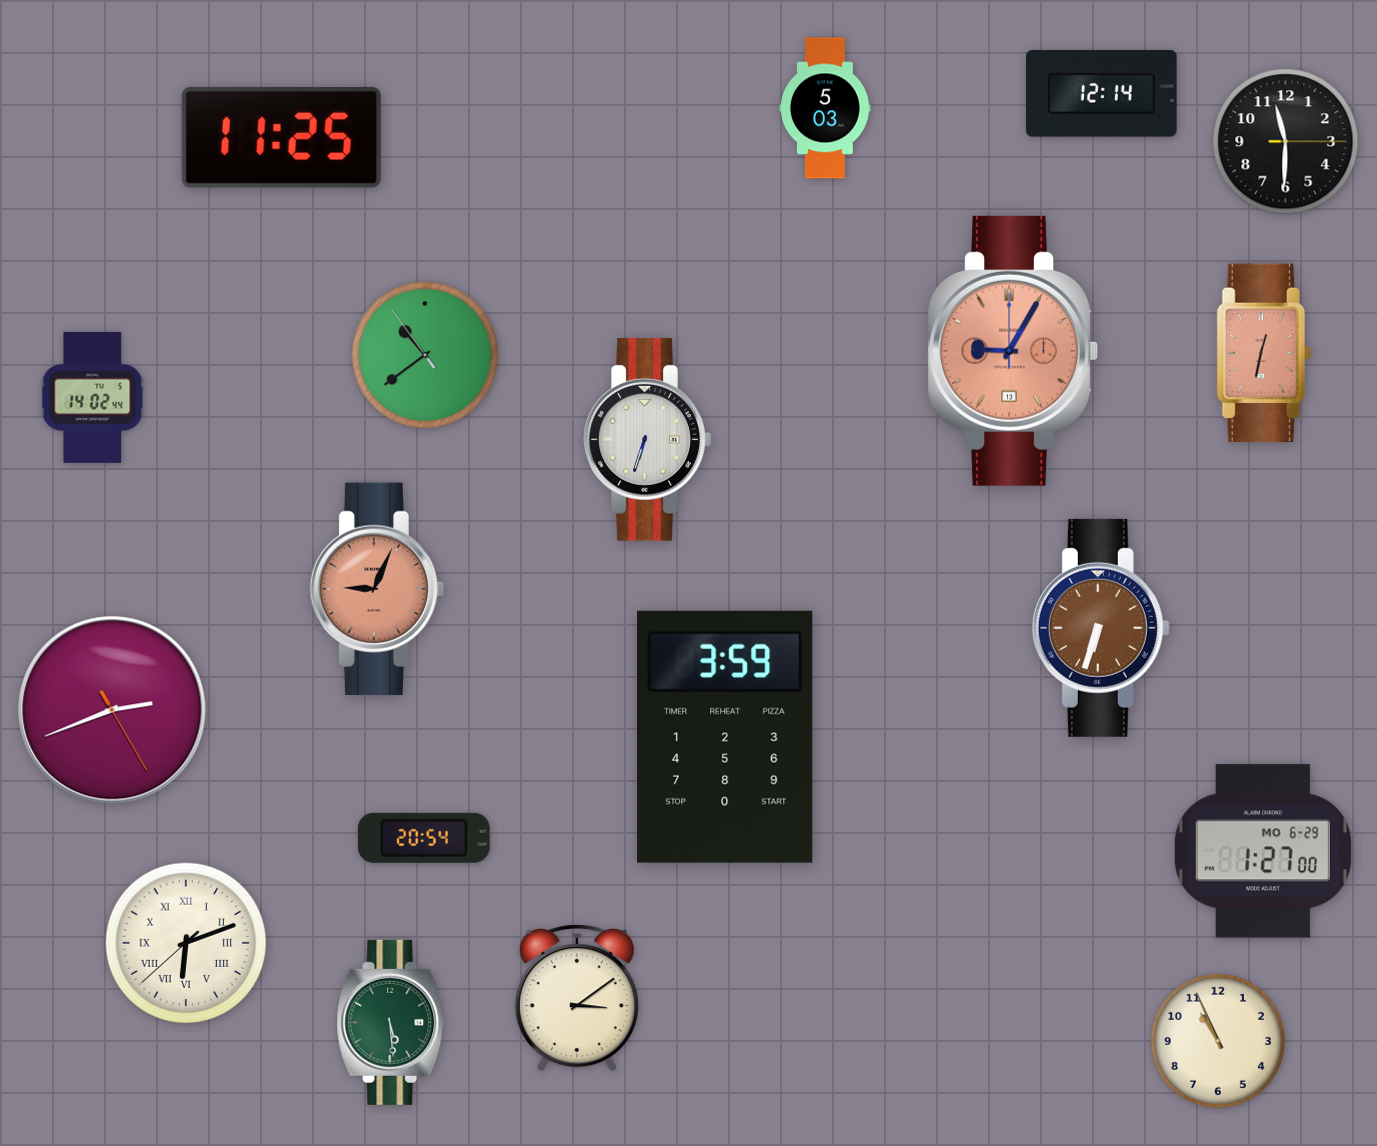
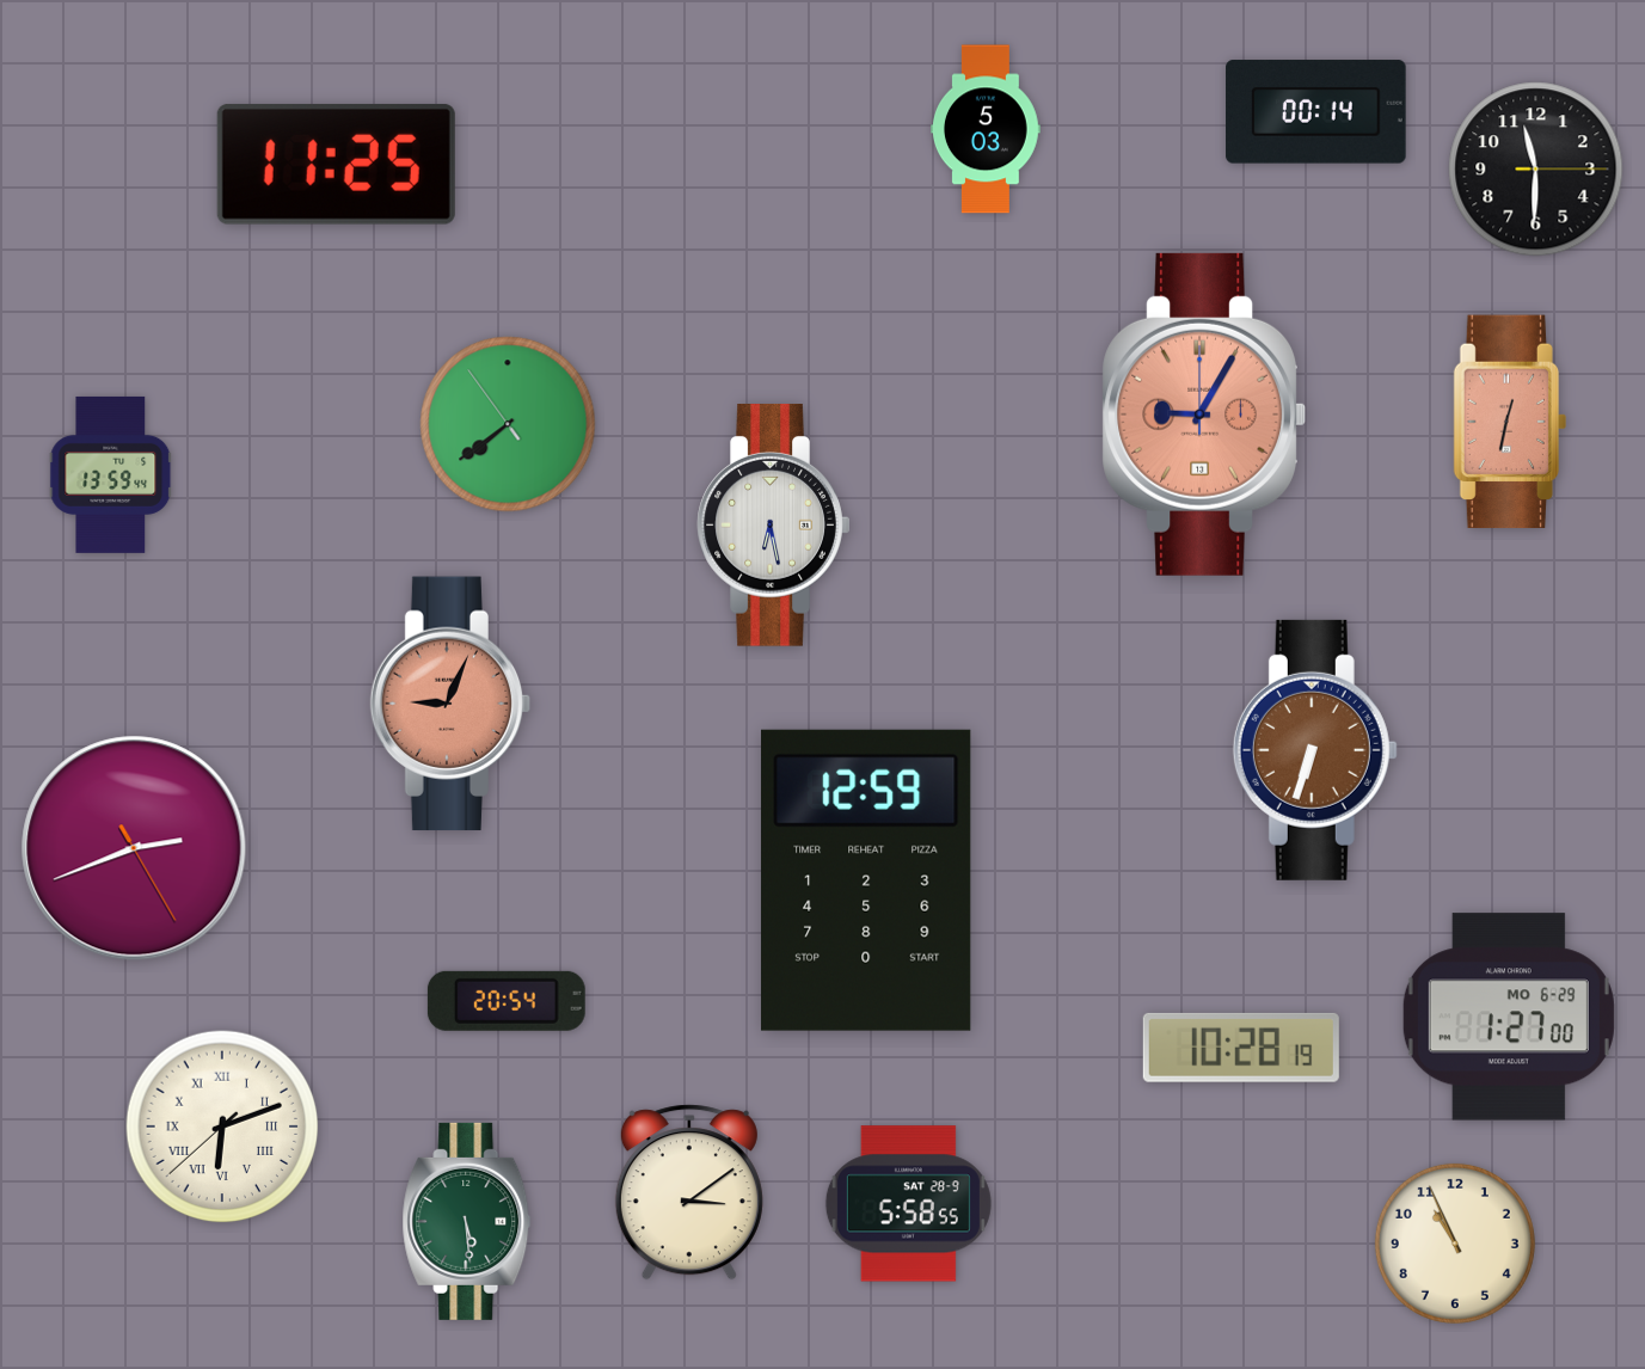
clock at (1102, 94): 12:14 -> 00:14
clock at (1012, 351) position: (1012, 351) -> (1203, 415)
clock at (425, 355): 10:38 -> 7:38
clock at (93, 397): 14:02 -> 13:59
clock at (648, 440): 6:33 -> 6:28
clock at (725, 737): 3:59 -> 12:59
clock at (1241, 1048): none -> 10:28
clock at (908, 1204): none -> 5:58
